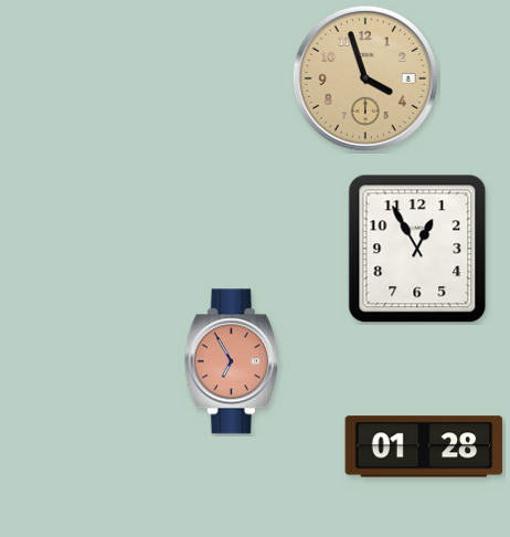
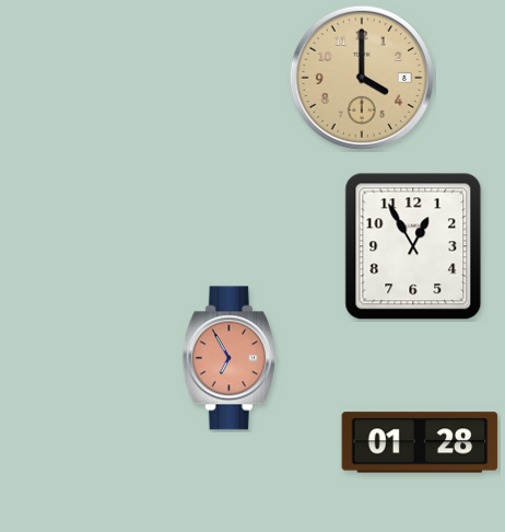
clock at (365, 78): 3:57 -> 4:00
